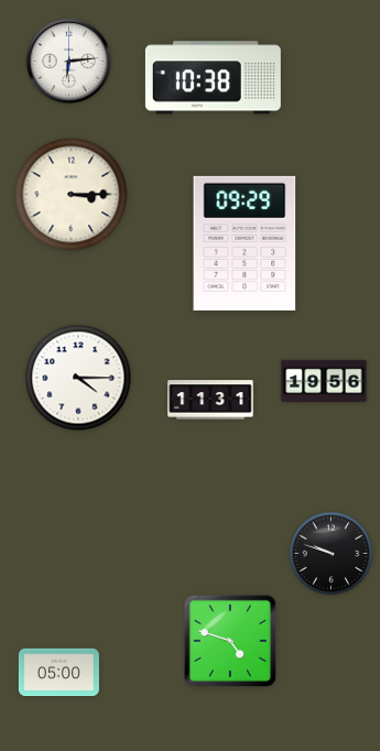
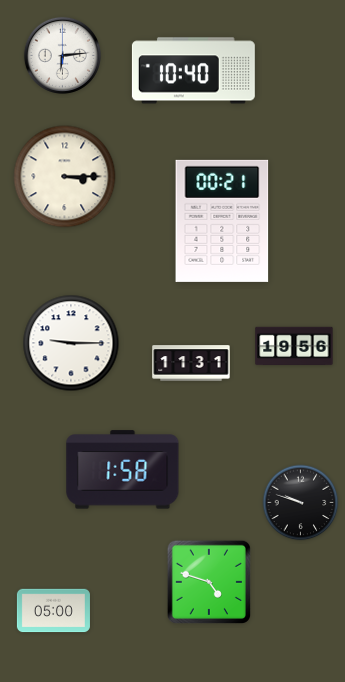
clock at (213, 78): 10:38 -> 10:40
clock at (245, 243): 09:29 -> 00:21
clock at (78, 378): 4:15 -> 9:15
clock at (123, 470): none -> 1:58
